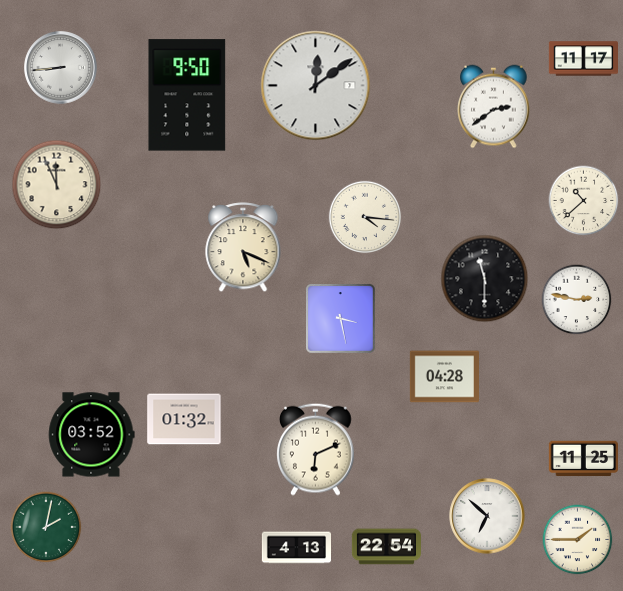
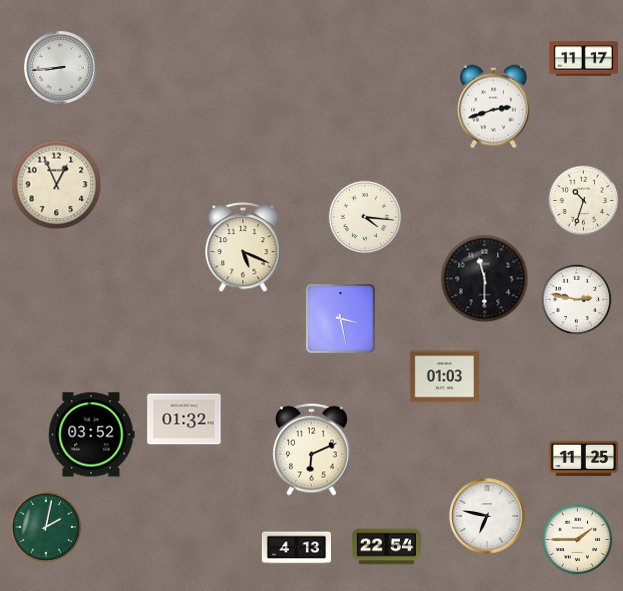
clock at (316, 86): 12:09 -> none
clock at (187, 95): 9:50 -> none
clock at (494, 107): 2:39 -> 2:42
clock at (57, 185): 11:56 -> 12:56
clock at (584, 201): 10:38 -> 10:33
clock at (444, 377): 04:28 -> 01:03
clock at (316, 449) position: (316, 449) -> (312, 449)
clock at (487, 516): 6:52 -> 6:47
